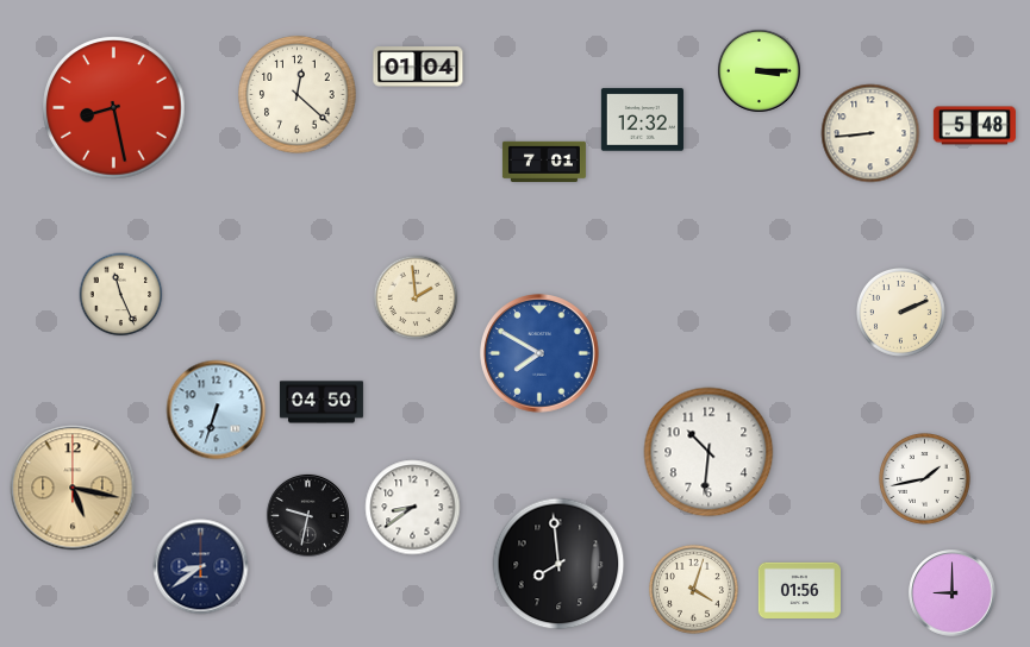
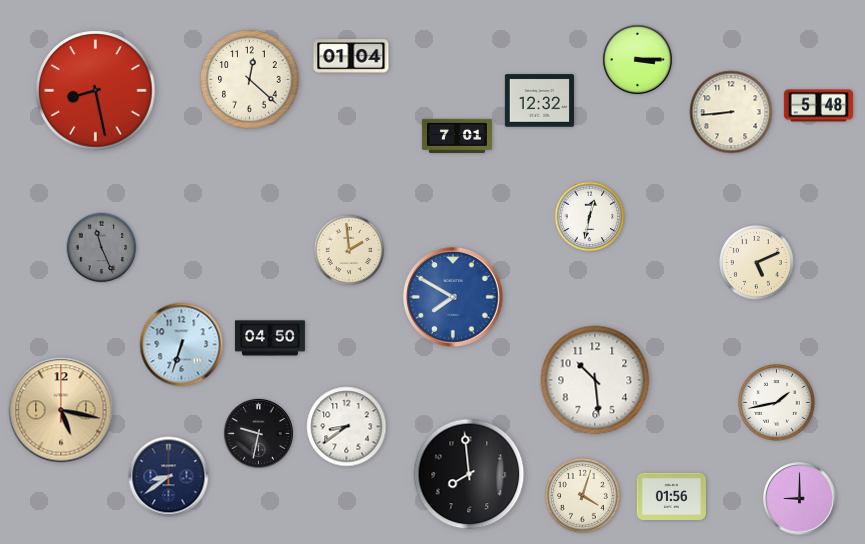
clock at (590, 217): none -> 12:32
clock at (121, 295) dial: cream -> grey
clock at (900, 312): 2:11 -> 5:11
clock at (708, 452): 10:31 -> 10:29
